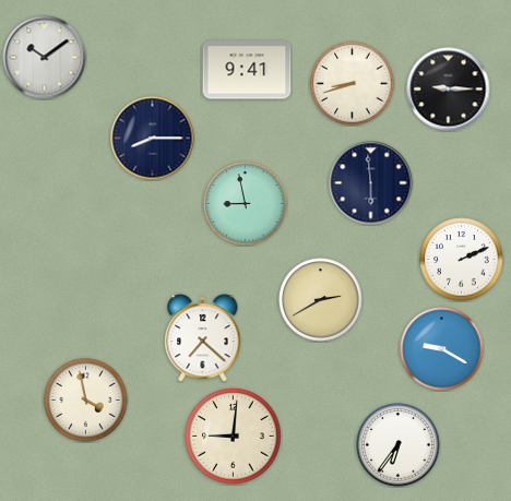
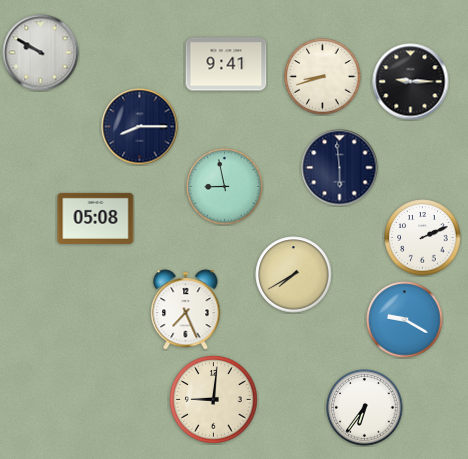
clock at (45, 58): 10:09 -> 9:50
clock at (96, 218): none -> 05:08
clock at (321, 300): 2:40 -> 7:40
clock at (203, 338): 7:22 -> 7:26
clock at (86, 401): 3:58 -> none
